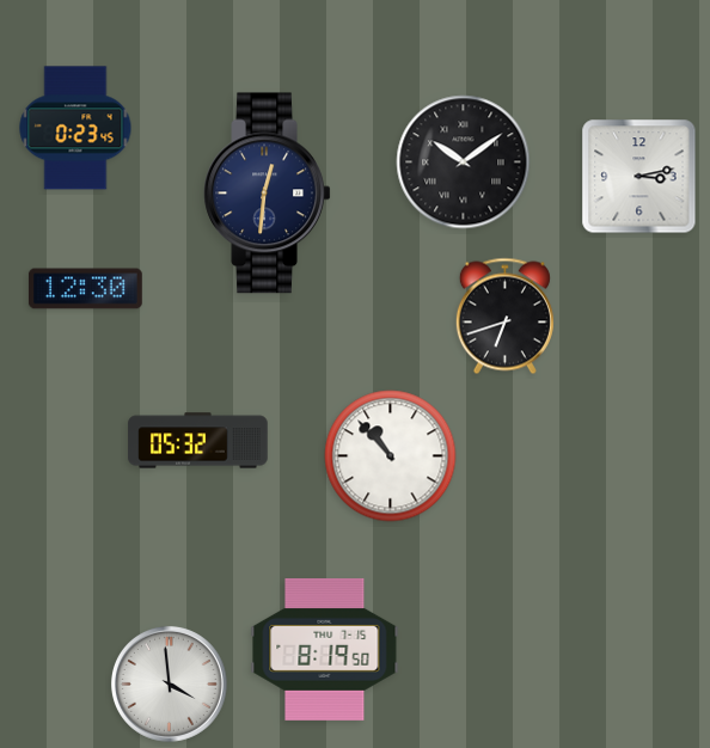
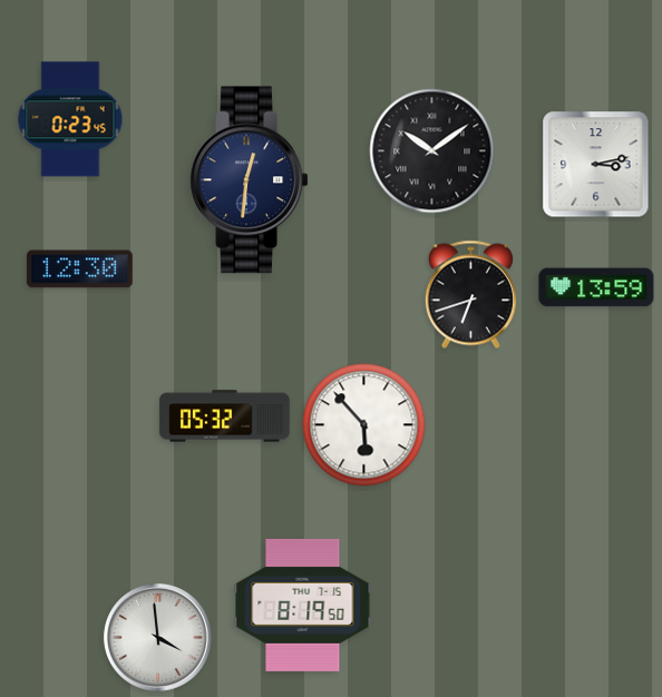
clock at (596, 287): none -> 13:59
clock at (198, 441) position: (198, 441) -> (225, 416)
clock at (391, 456): 10:53 -> 5:53
